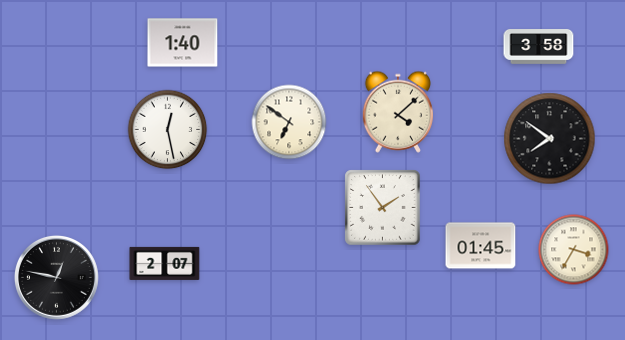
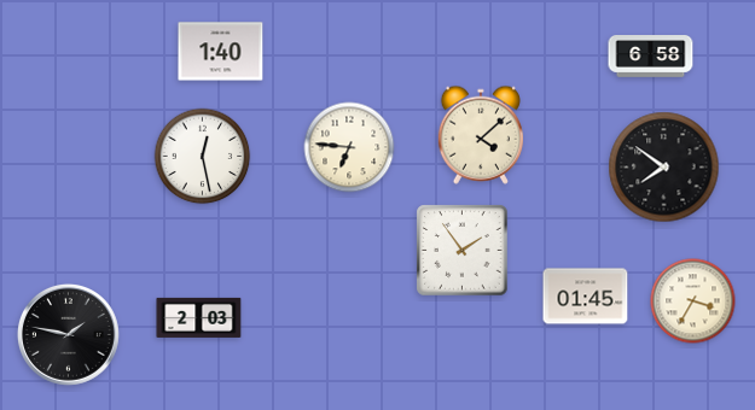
clock at (539, 47): 3:58 -> 6:58
clock at (289, 122): 6:51 -> 6:46
clock at (481, 246) position: (481, 246) -> (586, 297)
clock at (165, 263): 2:07 -> 2:03
clock at (56, 277): 12:47 -> 1:47
